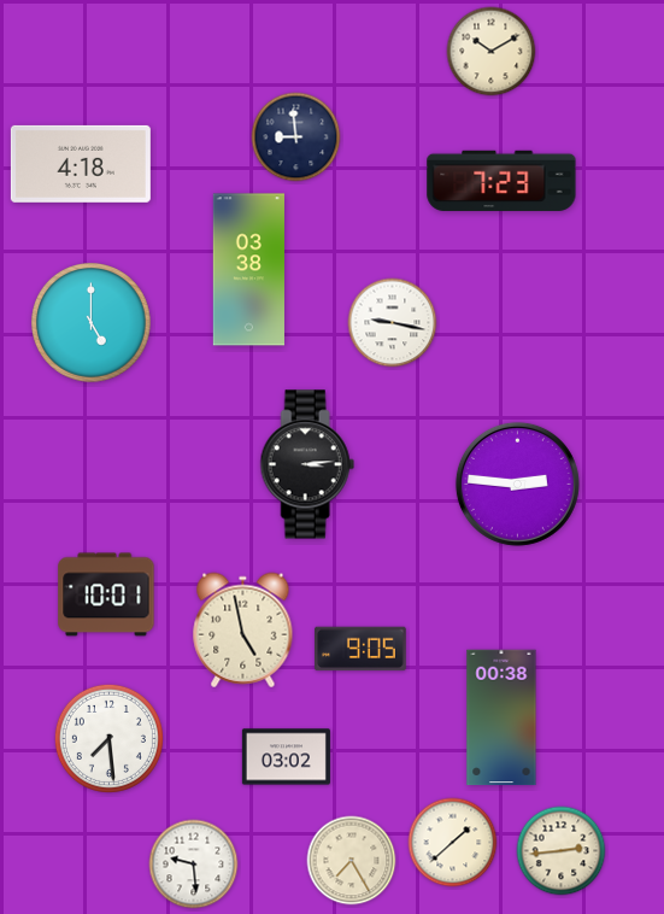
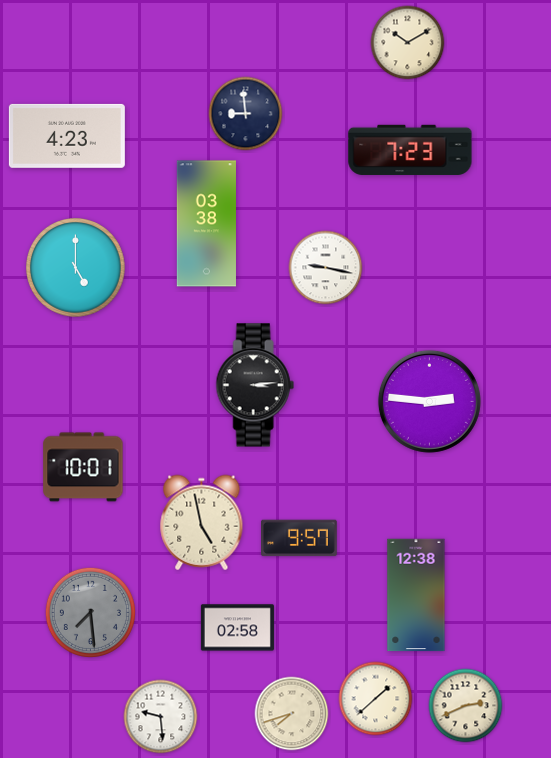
clock at (81, 164): 4:18 -> 4:23
clock at (501, 181) position: (501, 181) -> (410, 150)
clock at (106, 594) position: (106, 594) -> (83, 467)
clock at (362, 649): 9:05 -> 9:57
clock at (501, 717): 00:38 -> 12:38
clock at (108, 738) dial: white -> grey
clock at (286, 757): 03:02 -> 02:58
clock at (562, 851): 2:44 -> 2:41
clock at (352, 861): 7:25 -> 7:42
